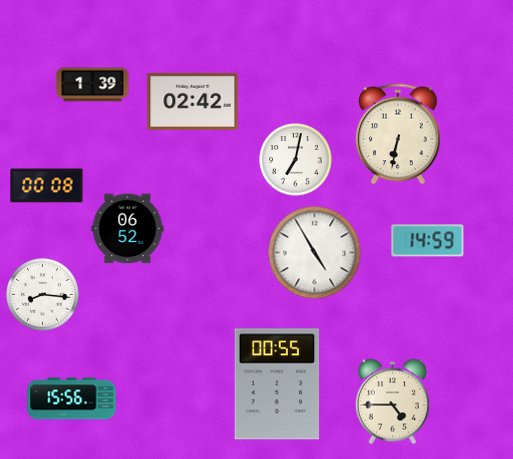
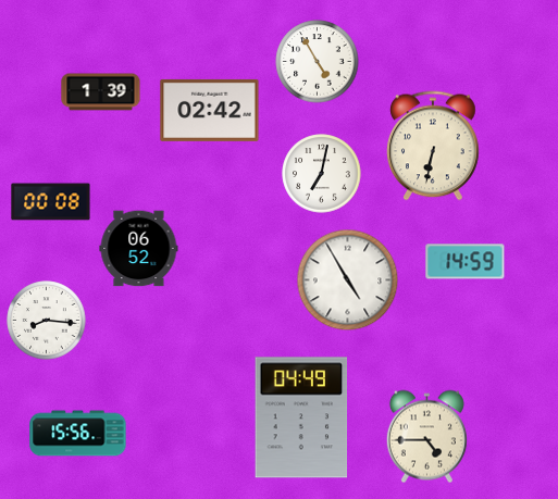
clock at (318, 62): none -> 4:55
clock at (315, 253) position: (315, 253) -> (348, 280)
clock at (277, 384): 00:55 -> 04:49
